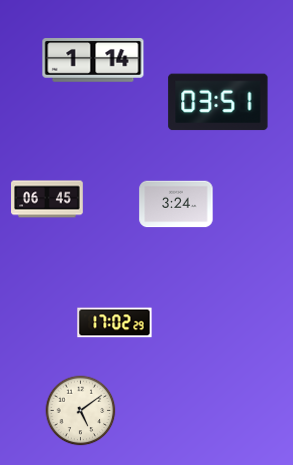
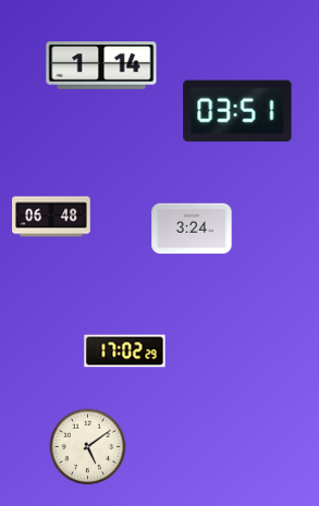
clock at (47, 199): 06:45 -> 06:48
clock at (176, 204) position: (176, 204) -> (192, 229)
